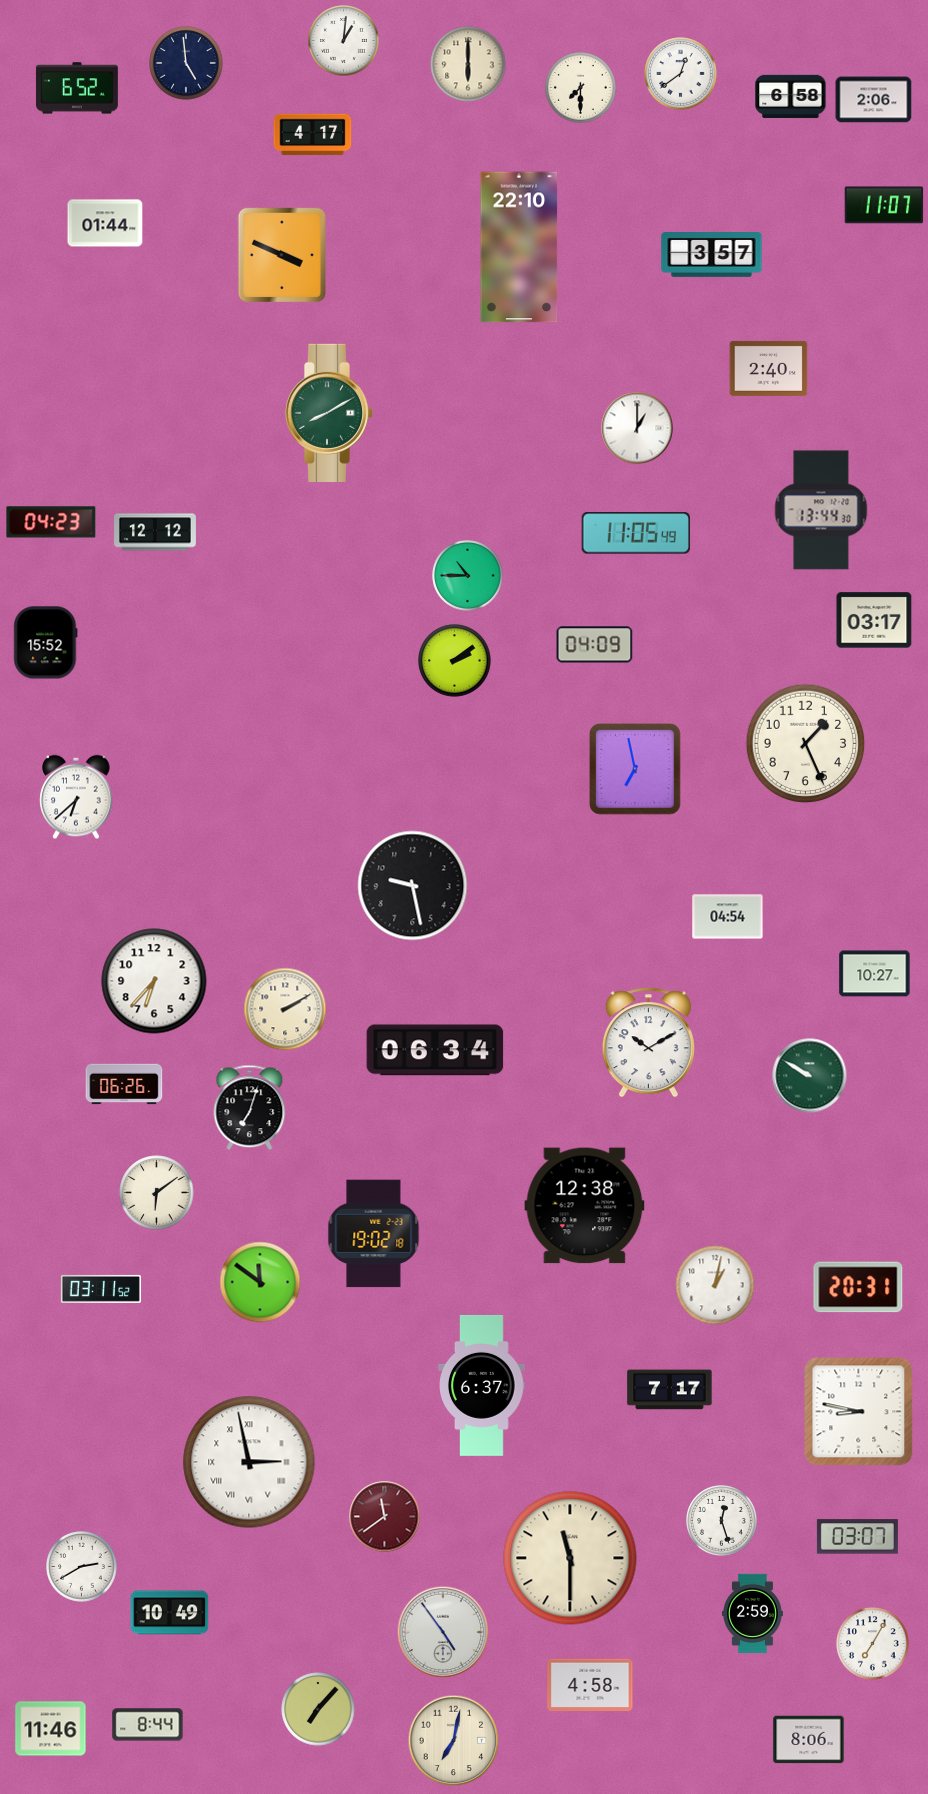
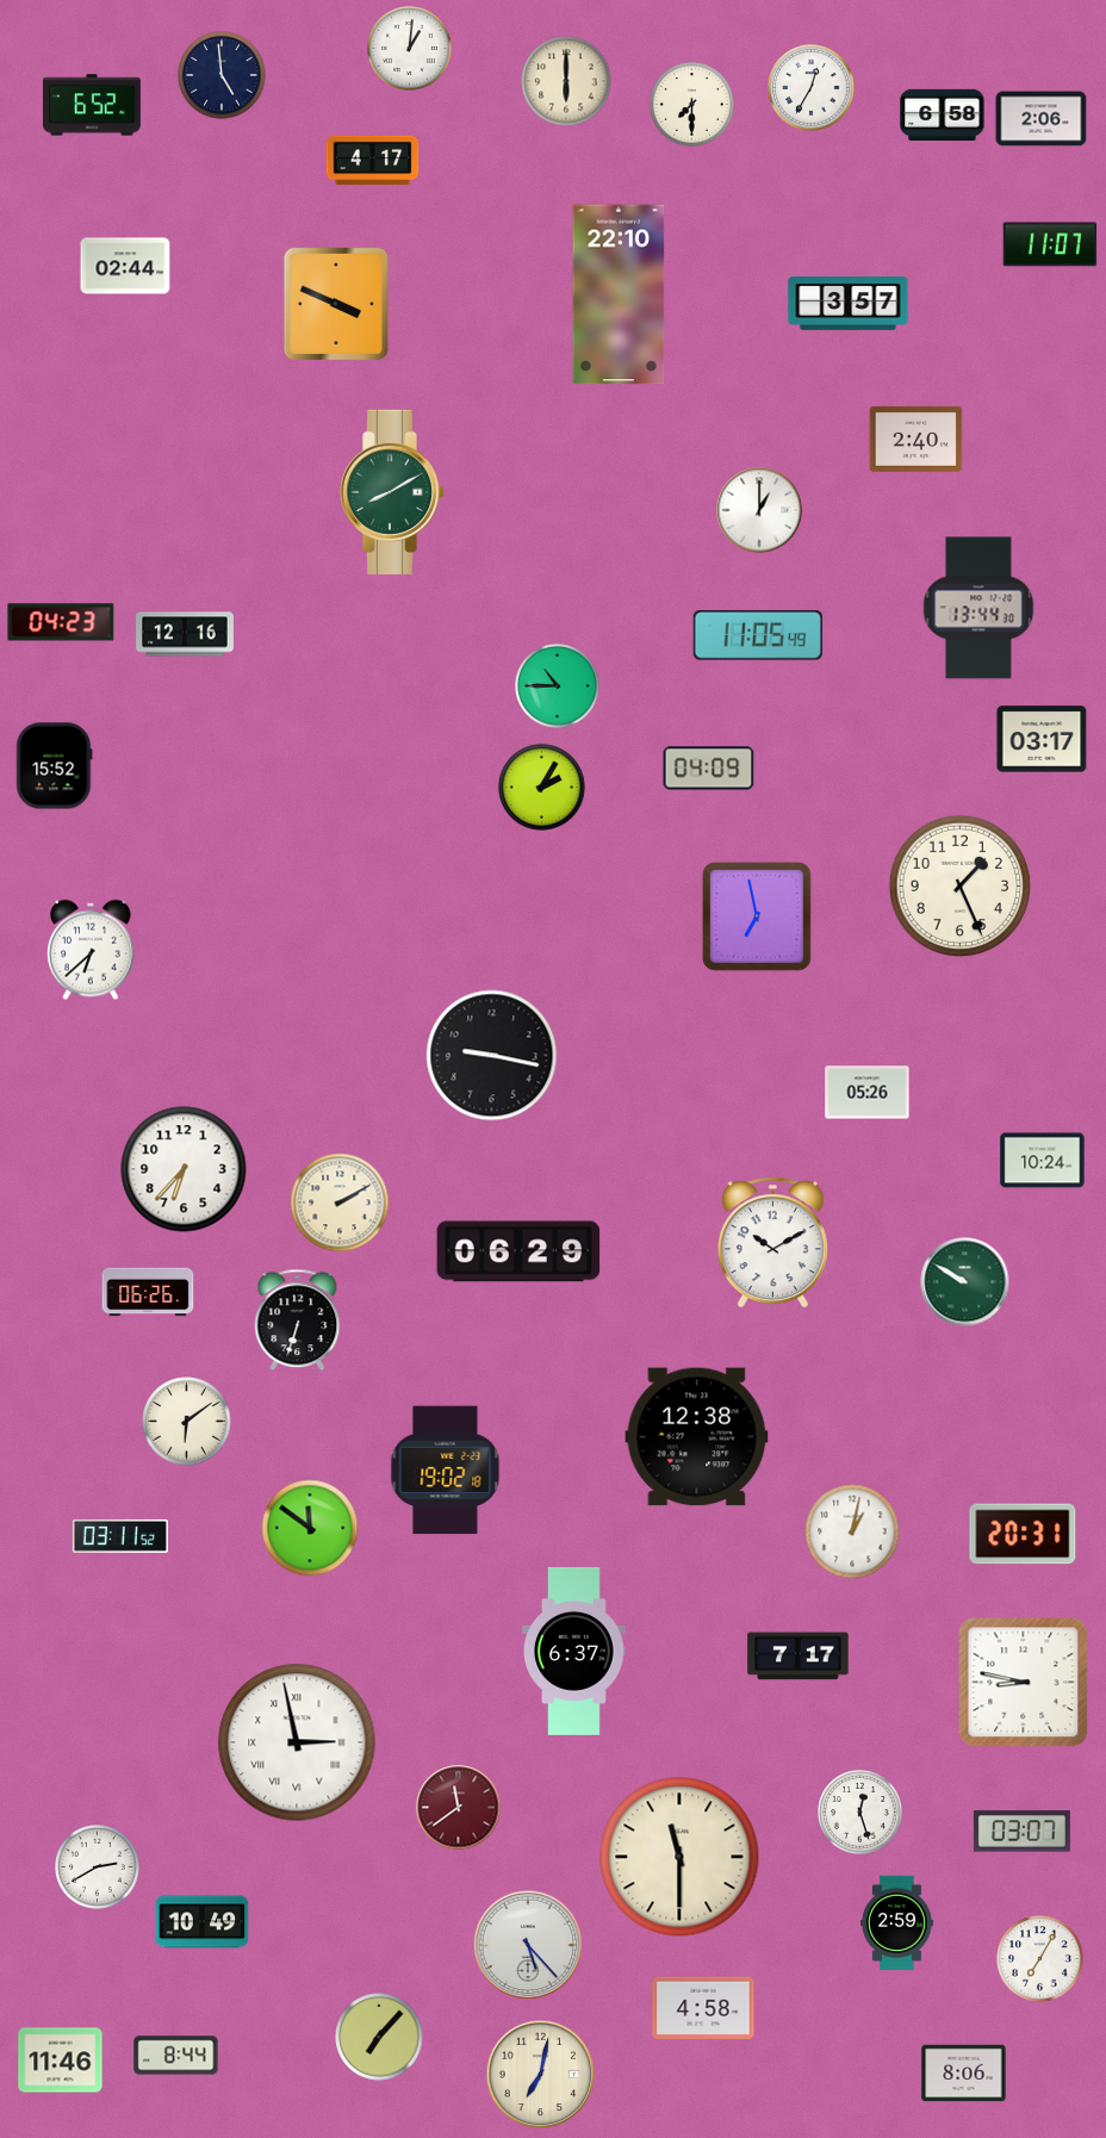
clock at (468, 64) position: (468, 64) -> (566, 81)
clock at (681, 74): 12:39 -> 12:35
clock at (884, 205) position: (884, 205) -> (1050, 244)
clock at (105, 223): 01:44 -> 02:44
clock at (156, 532): 12:12 -> 12:16
clock at (455, 661): 2:09 -> 2:05
clock at (413, 886): 9:28 -> 9:17
clock at (728, 917): 04:54 -> 05:26
clock at (875, 974): 10:27 -> 10:24
clock at (435, 1050): 06:34 -> 06:29
clock at (250, 1108): 7:03 -> 6:33
clock at (443, 1632): 4:54 -> 5:23
